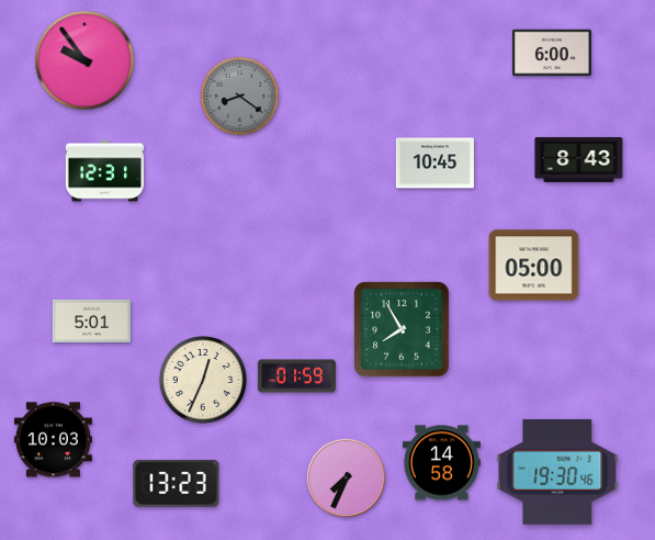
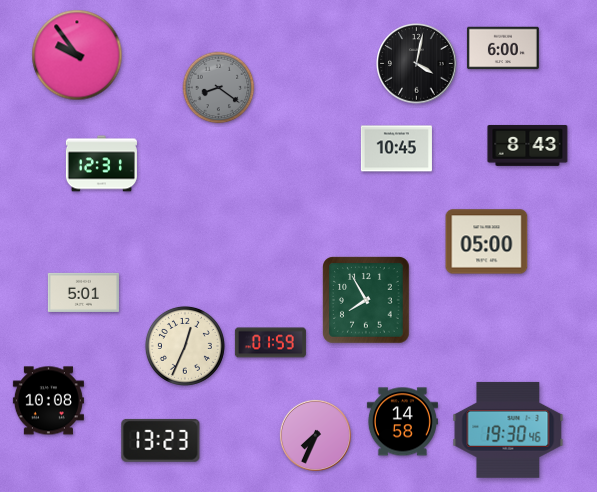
clock at (417, 64): none -> 4:02
clock at (104, 171) position: (104, 171) -> (101, 164)
clock at (53, 440): 10:03 -> 10:08
